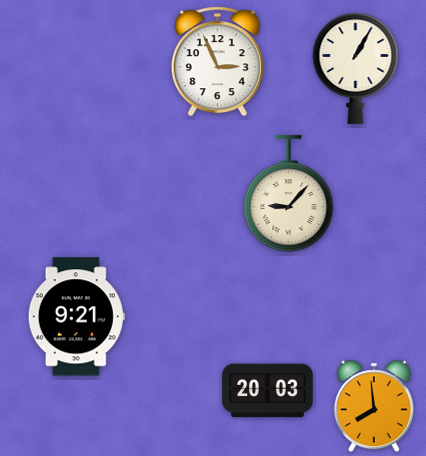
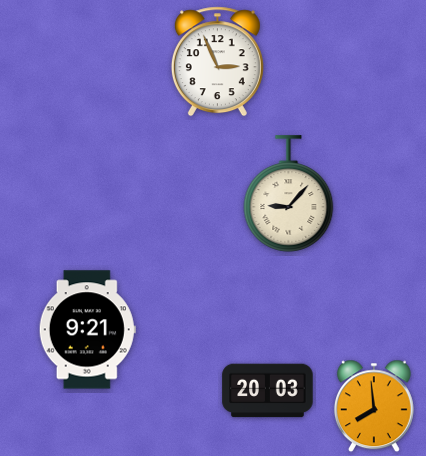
clock at (356, 68): 1:05 -> none
clock at (76, 317) position: (76, 317) -> (87, 330)
